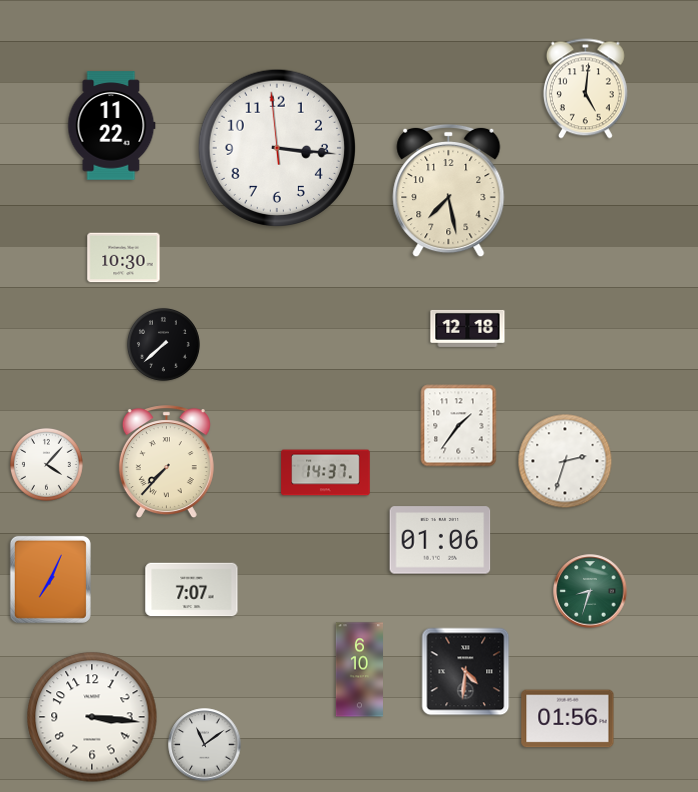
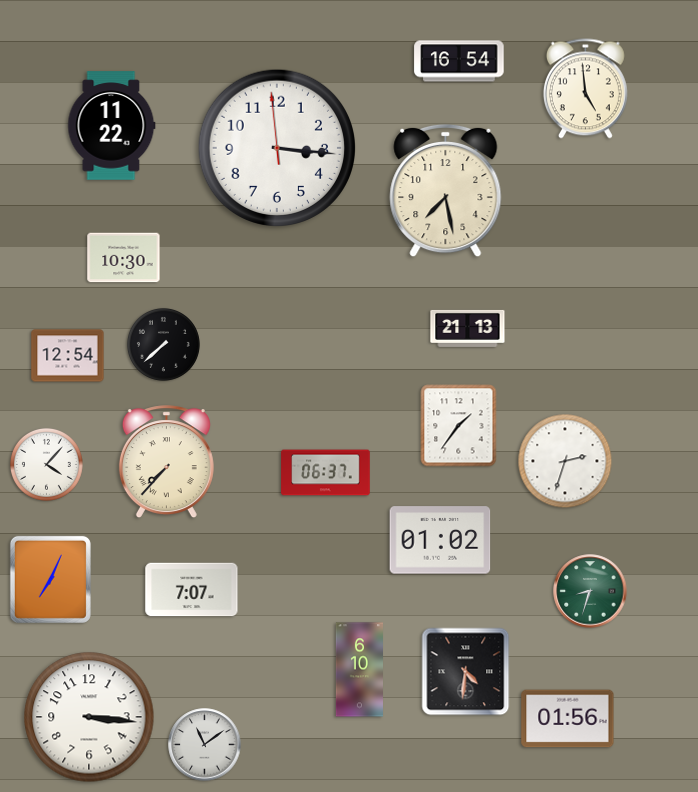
clock at (459, 61): none -> 16:54
clock at (585, 89): 5:01 -> 4:59
clock at (449, 191) position: (449, 191) -> (446, 191)
clock at (468, 328): 12:18 -> 21:13
clock at (68, 356): none -> 12:54
clock at (326, 473): 14:37 -> 06:37
clock at (440, 540): 01:06 -> 01:02
clock at (92, 717) position: (92, 717) -> (89, 717)
